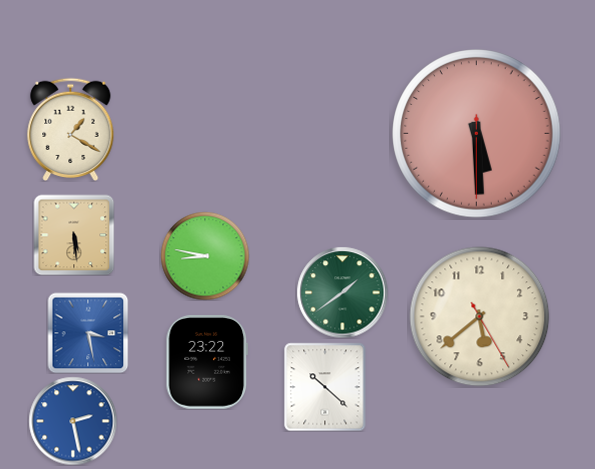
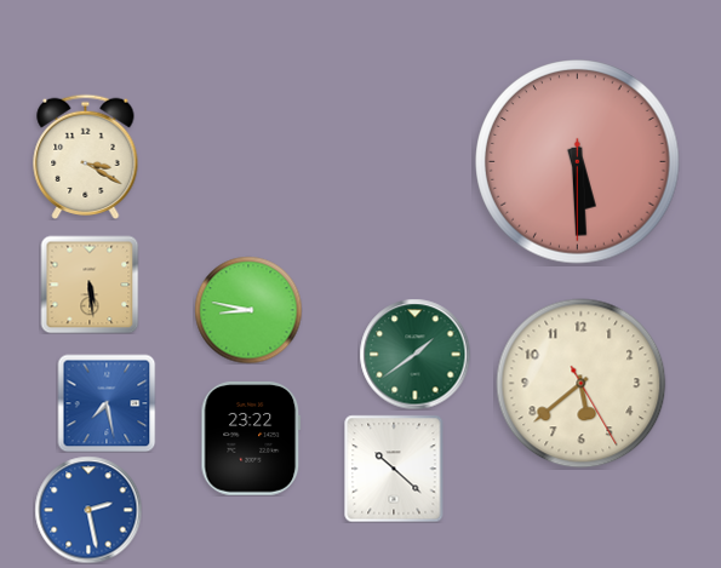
clock at (71, 129): 1:20 -> 3:20
clock at (88, 333): 3:28 -> 7:28
